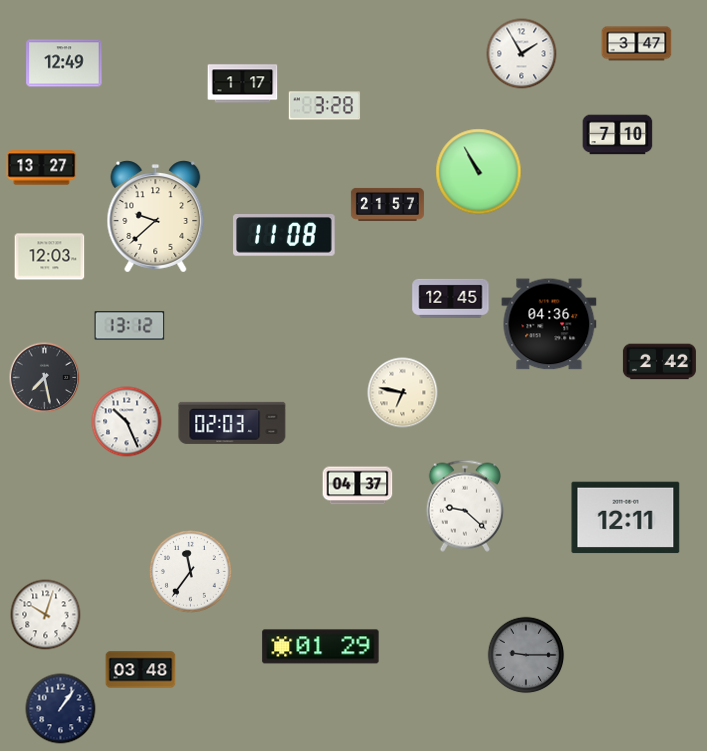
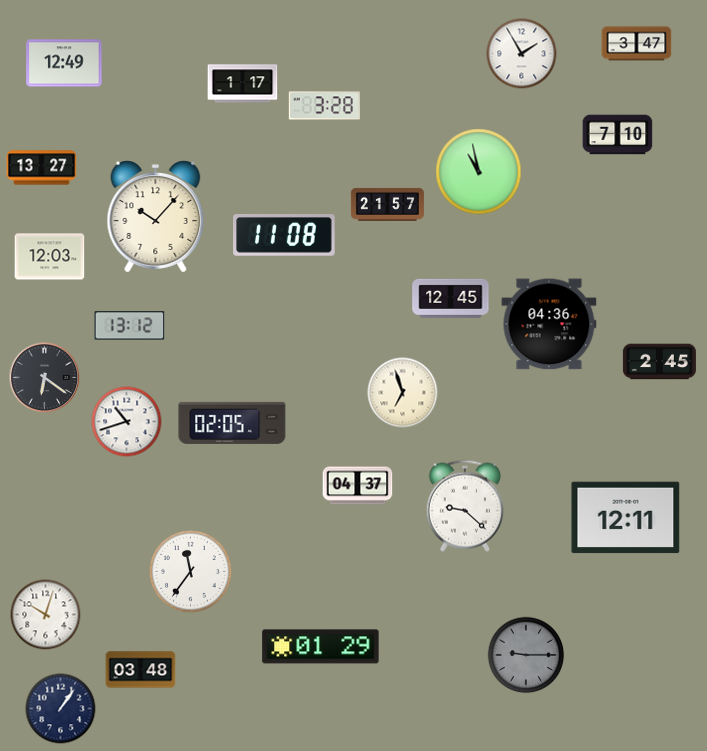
clock at (479, 172): 10:55 -> 10:58
clock at (156, 217): 9:38 -> 10:07
clock at (659, 362): 2:42 -> 2:45
clock at (45, 378): 7:28 -> 6:21
clock at (403, 393): 6:47 -> 6:57
clock at (127, 422): 10:26 -> 10:42
clock at (232, 423): 02:03 -> 02:05
